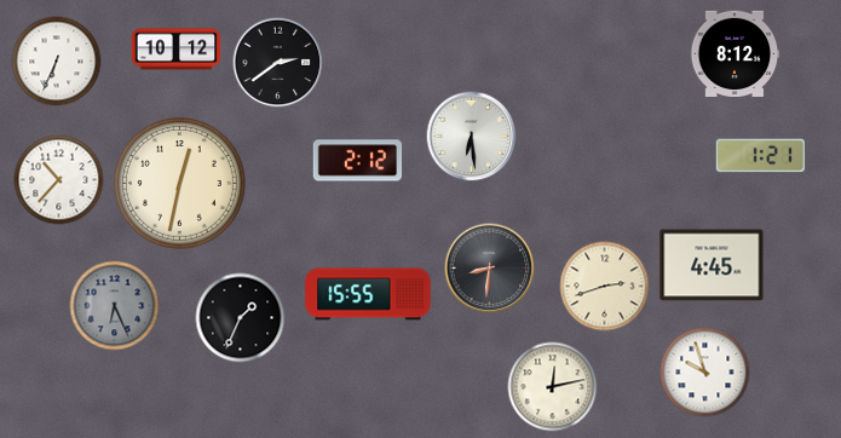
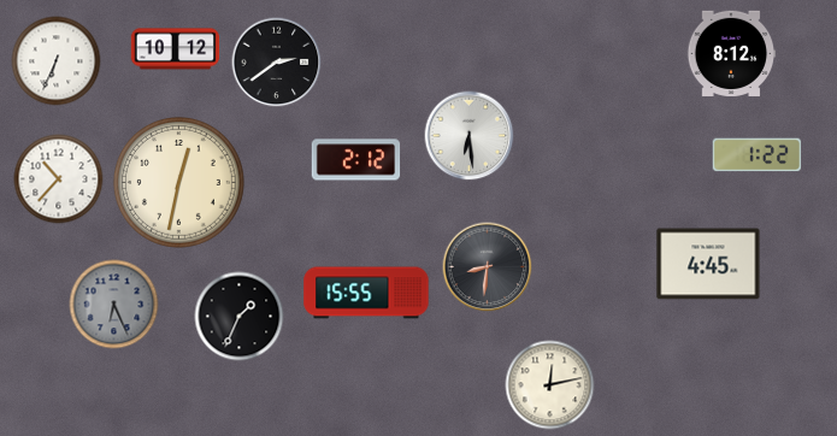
clock at (761, 156): 1:21 -> 1:22
clock at (605, 287): 2:42 -> none
clock at (705, 373): 9:57 -> none
